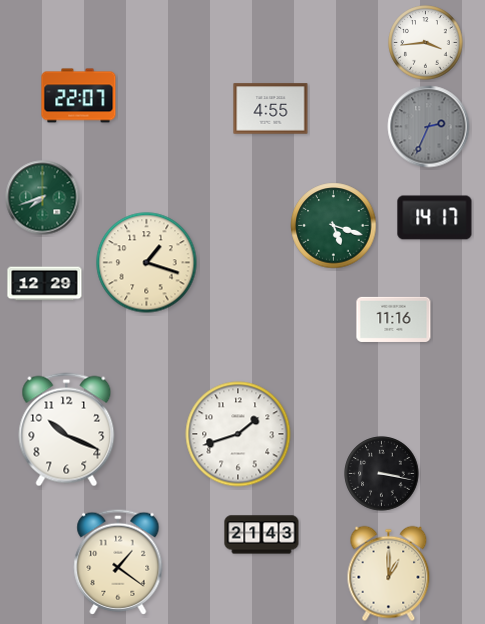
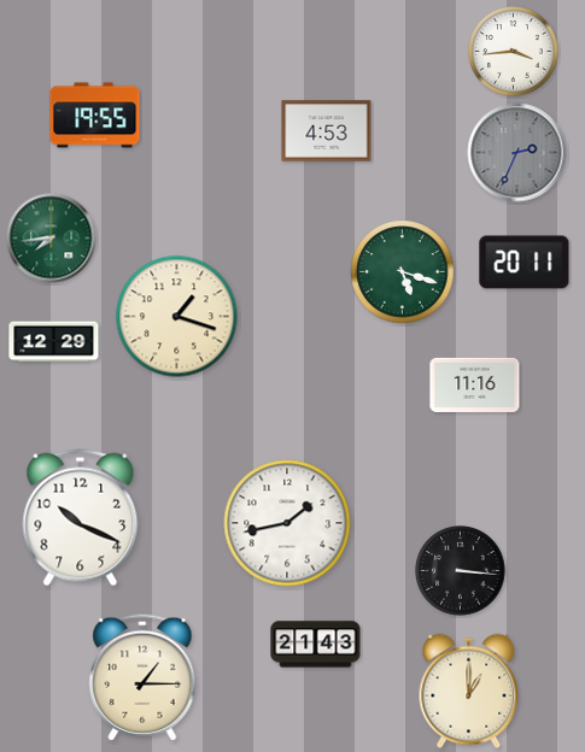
clock at (79, 96): 22:07 -> 19:55
clock at (271, 109): 4:55 -> 4:53
clock at (43, 198): 7:42 -> 7:44
clock at (435, 218): 14:17 -> 20:11
clock at (238, 434): 1:42 -> 1:43
clock at (382, 474): 3:17 -> 3:16
clock at (118, 562): 1:21 -> 1:15
